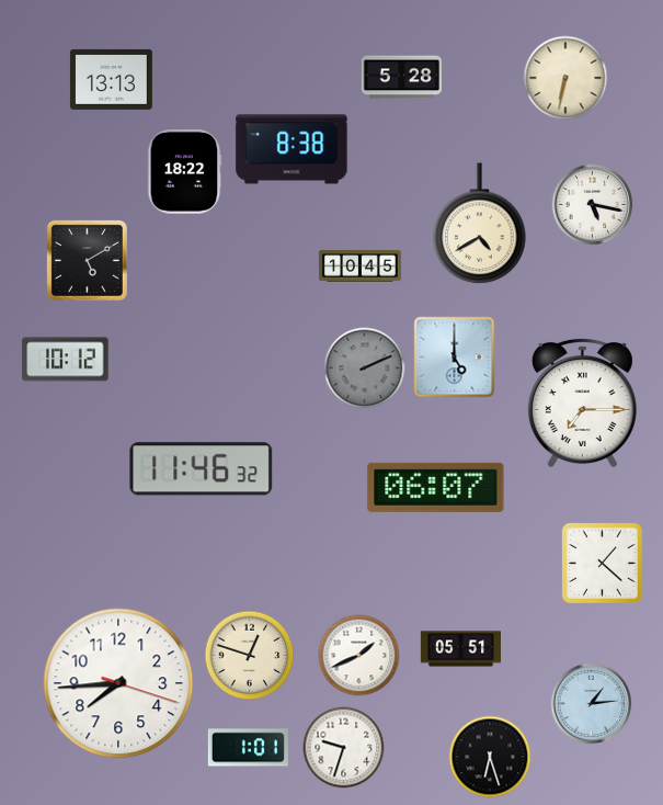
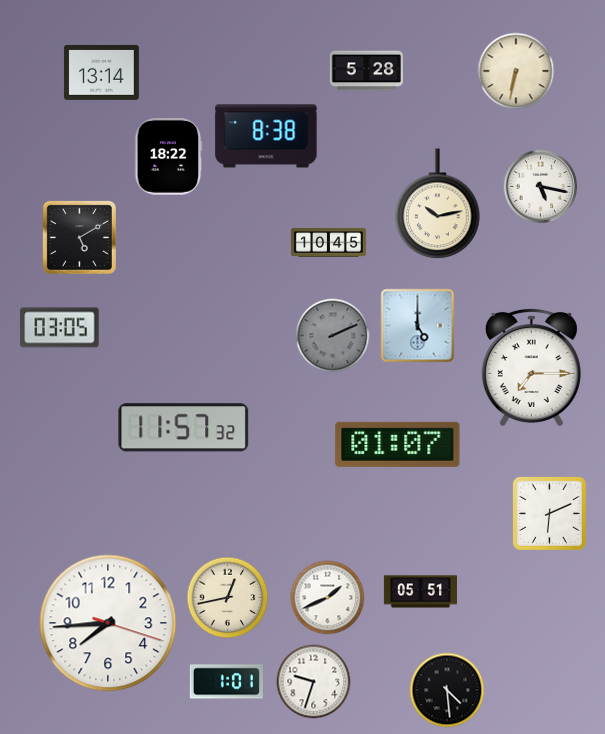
clock at (111, 79): 13:13 -> 13:14
clock at (480, 224): 4:40 -> 10:13
clock at (455, 358) position: (455, 358) -> (418, 326)
clock at (66, 360): 10:12 -> 03:05
clock at (202, 469): 11:46 -> 11:57
clock at (436, 487): 06:07 -> 01:07
clock at (602, 563): 1:22 -> 6:11
clock at (250, 656): 12:48 -> 12:43
clock at (592, 704): 1:14 -> none
clock at (490, 757): 6:27 -> 4:29
